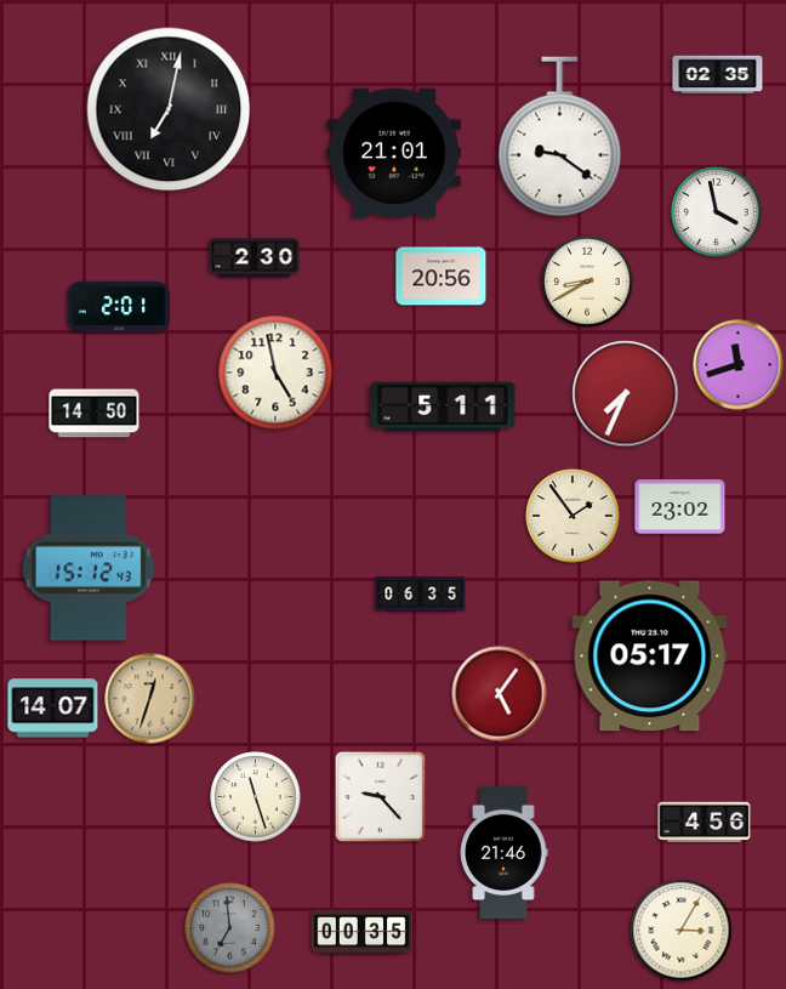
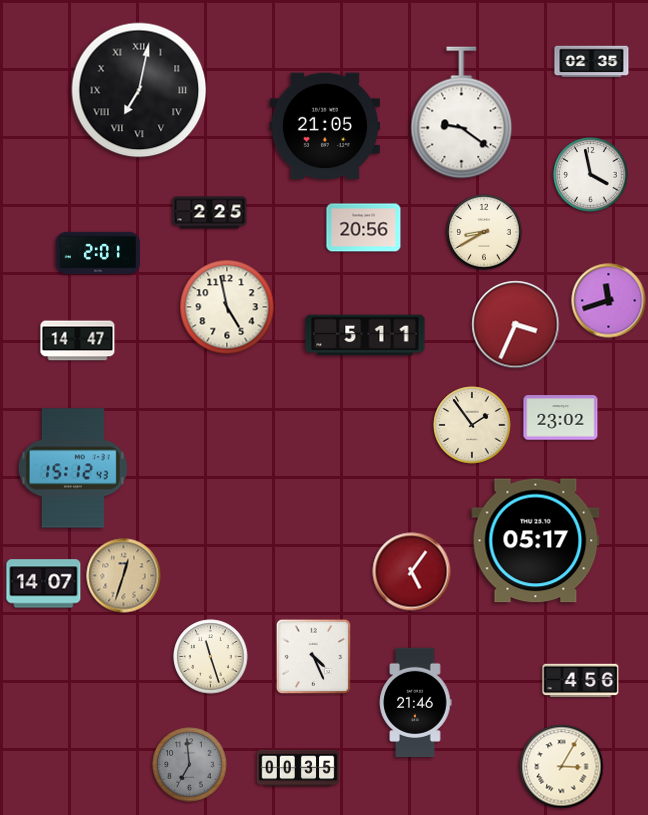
clock at (394, 153): 21:01 -> 21:05
clock at (255, 258): 2:30 -> 2:25
clock at (626, 394): 7:34 -> 3:34
clock at (95, 414): 14:50 -> 14:47
clock at (421, 595): 06:35 -> none
clock at (381, 797): 9:23 -> 4:26
clock at (705, 823) position: (705, 823) -> (581, 681)
